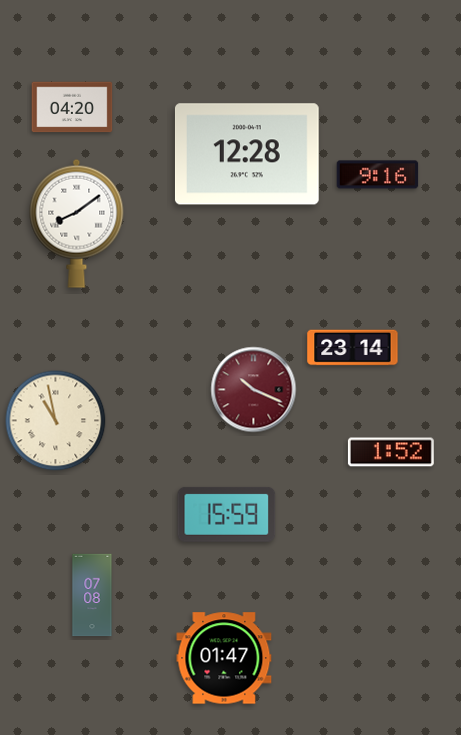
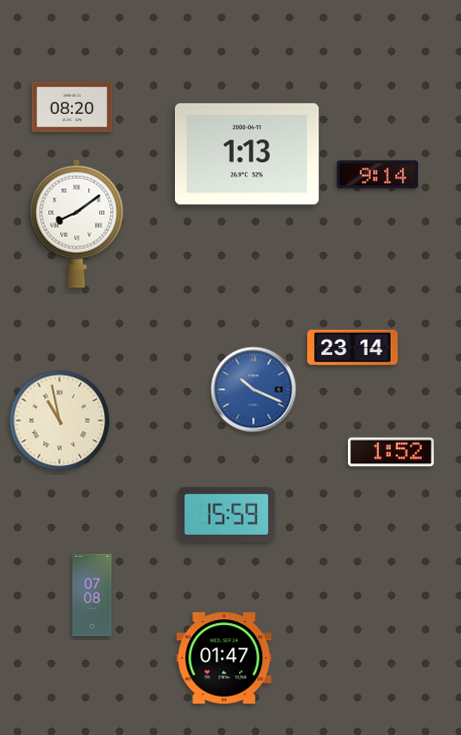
clock at (72, 107): 04:20 -> 08:20
clock at (247, 154): 12:28 -> 1:13
clock at (378, 175): 9:16 -> 9:14
clock at (254, 390) dial: burgundy -> blue
clock at (56, 421) position: (56, 421) -> (60, 421)
